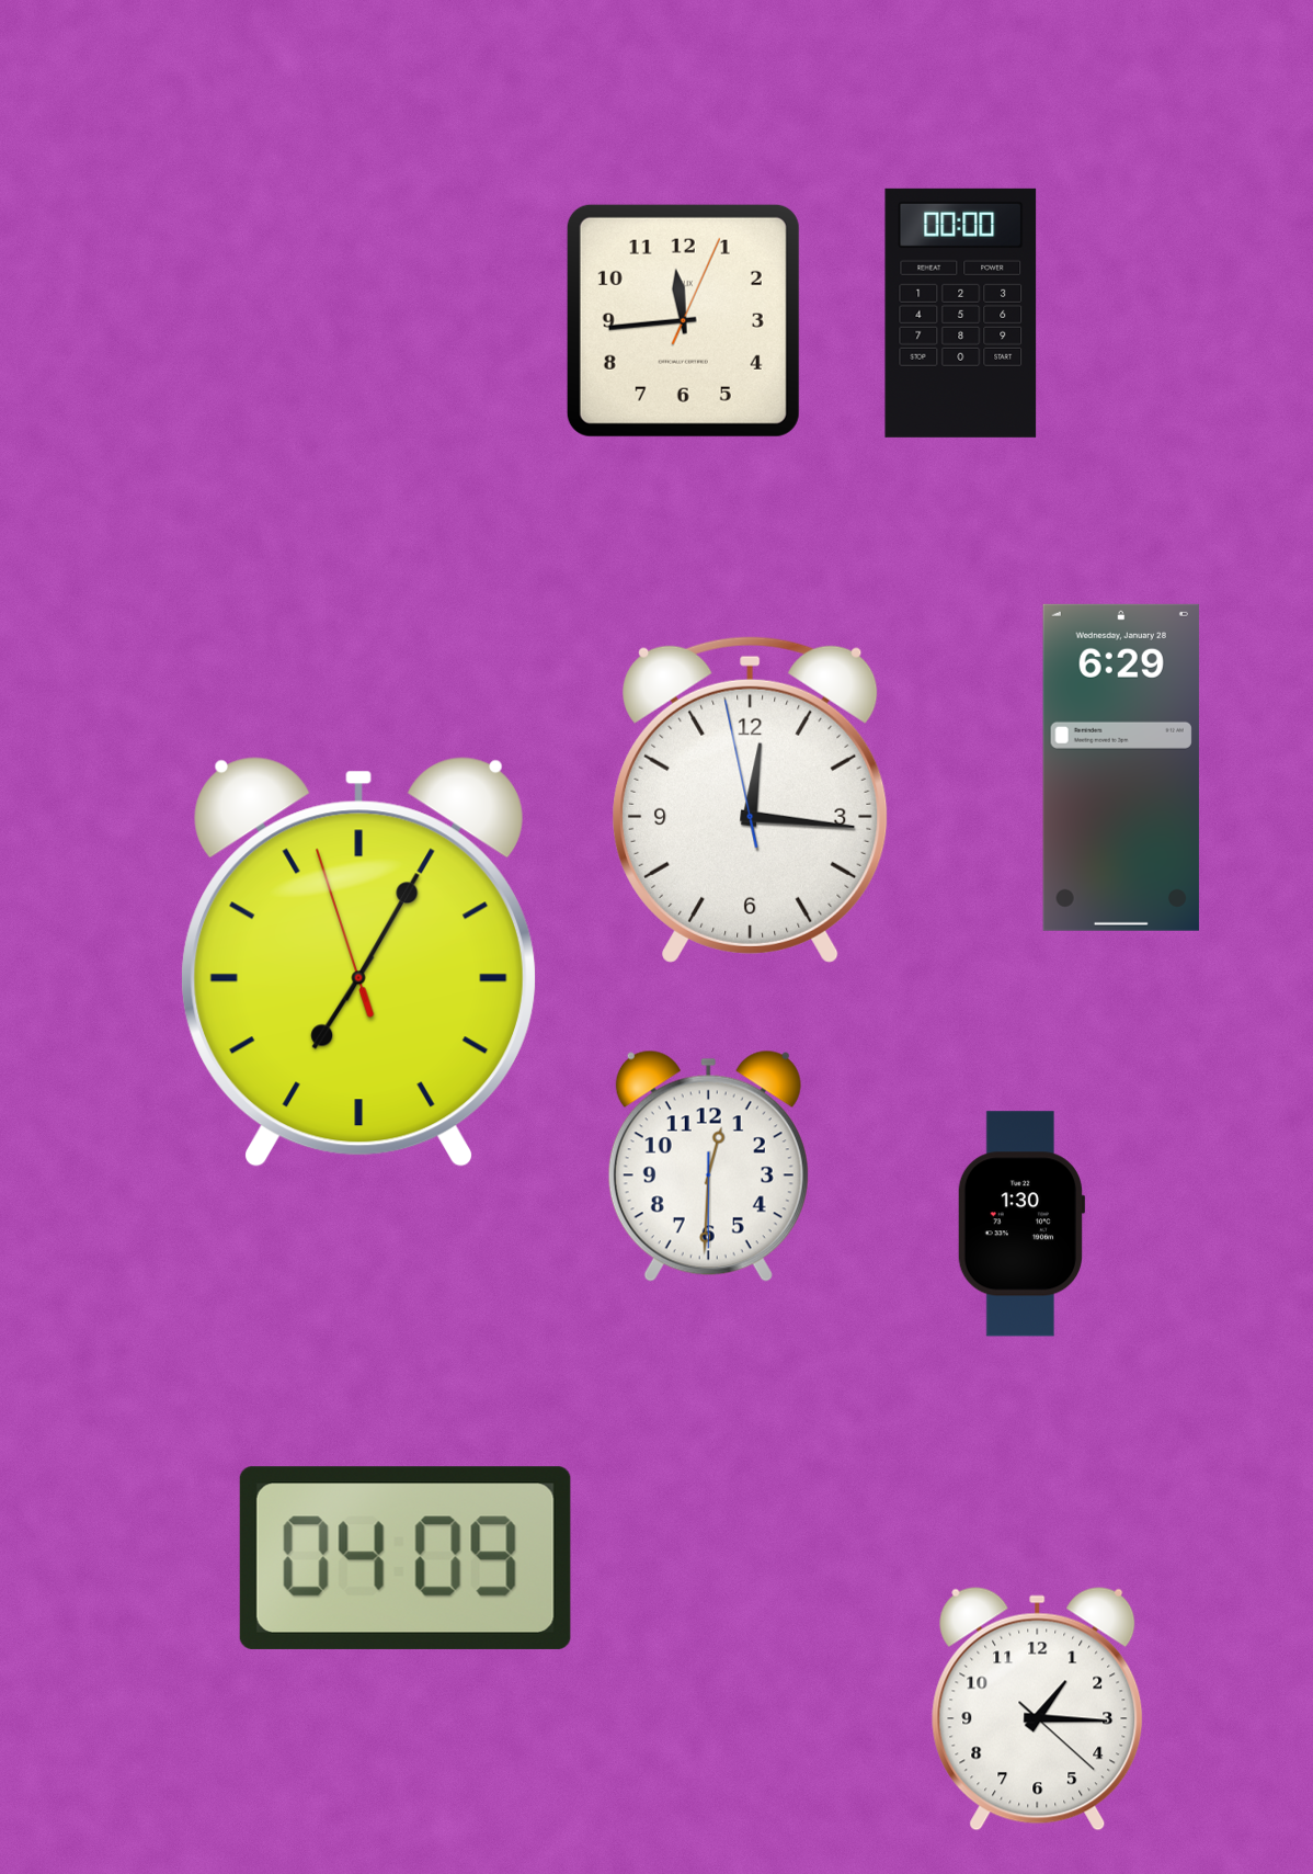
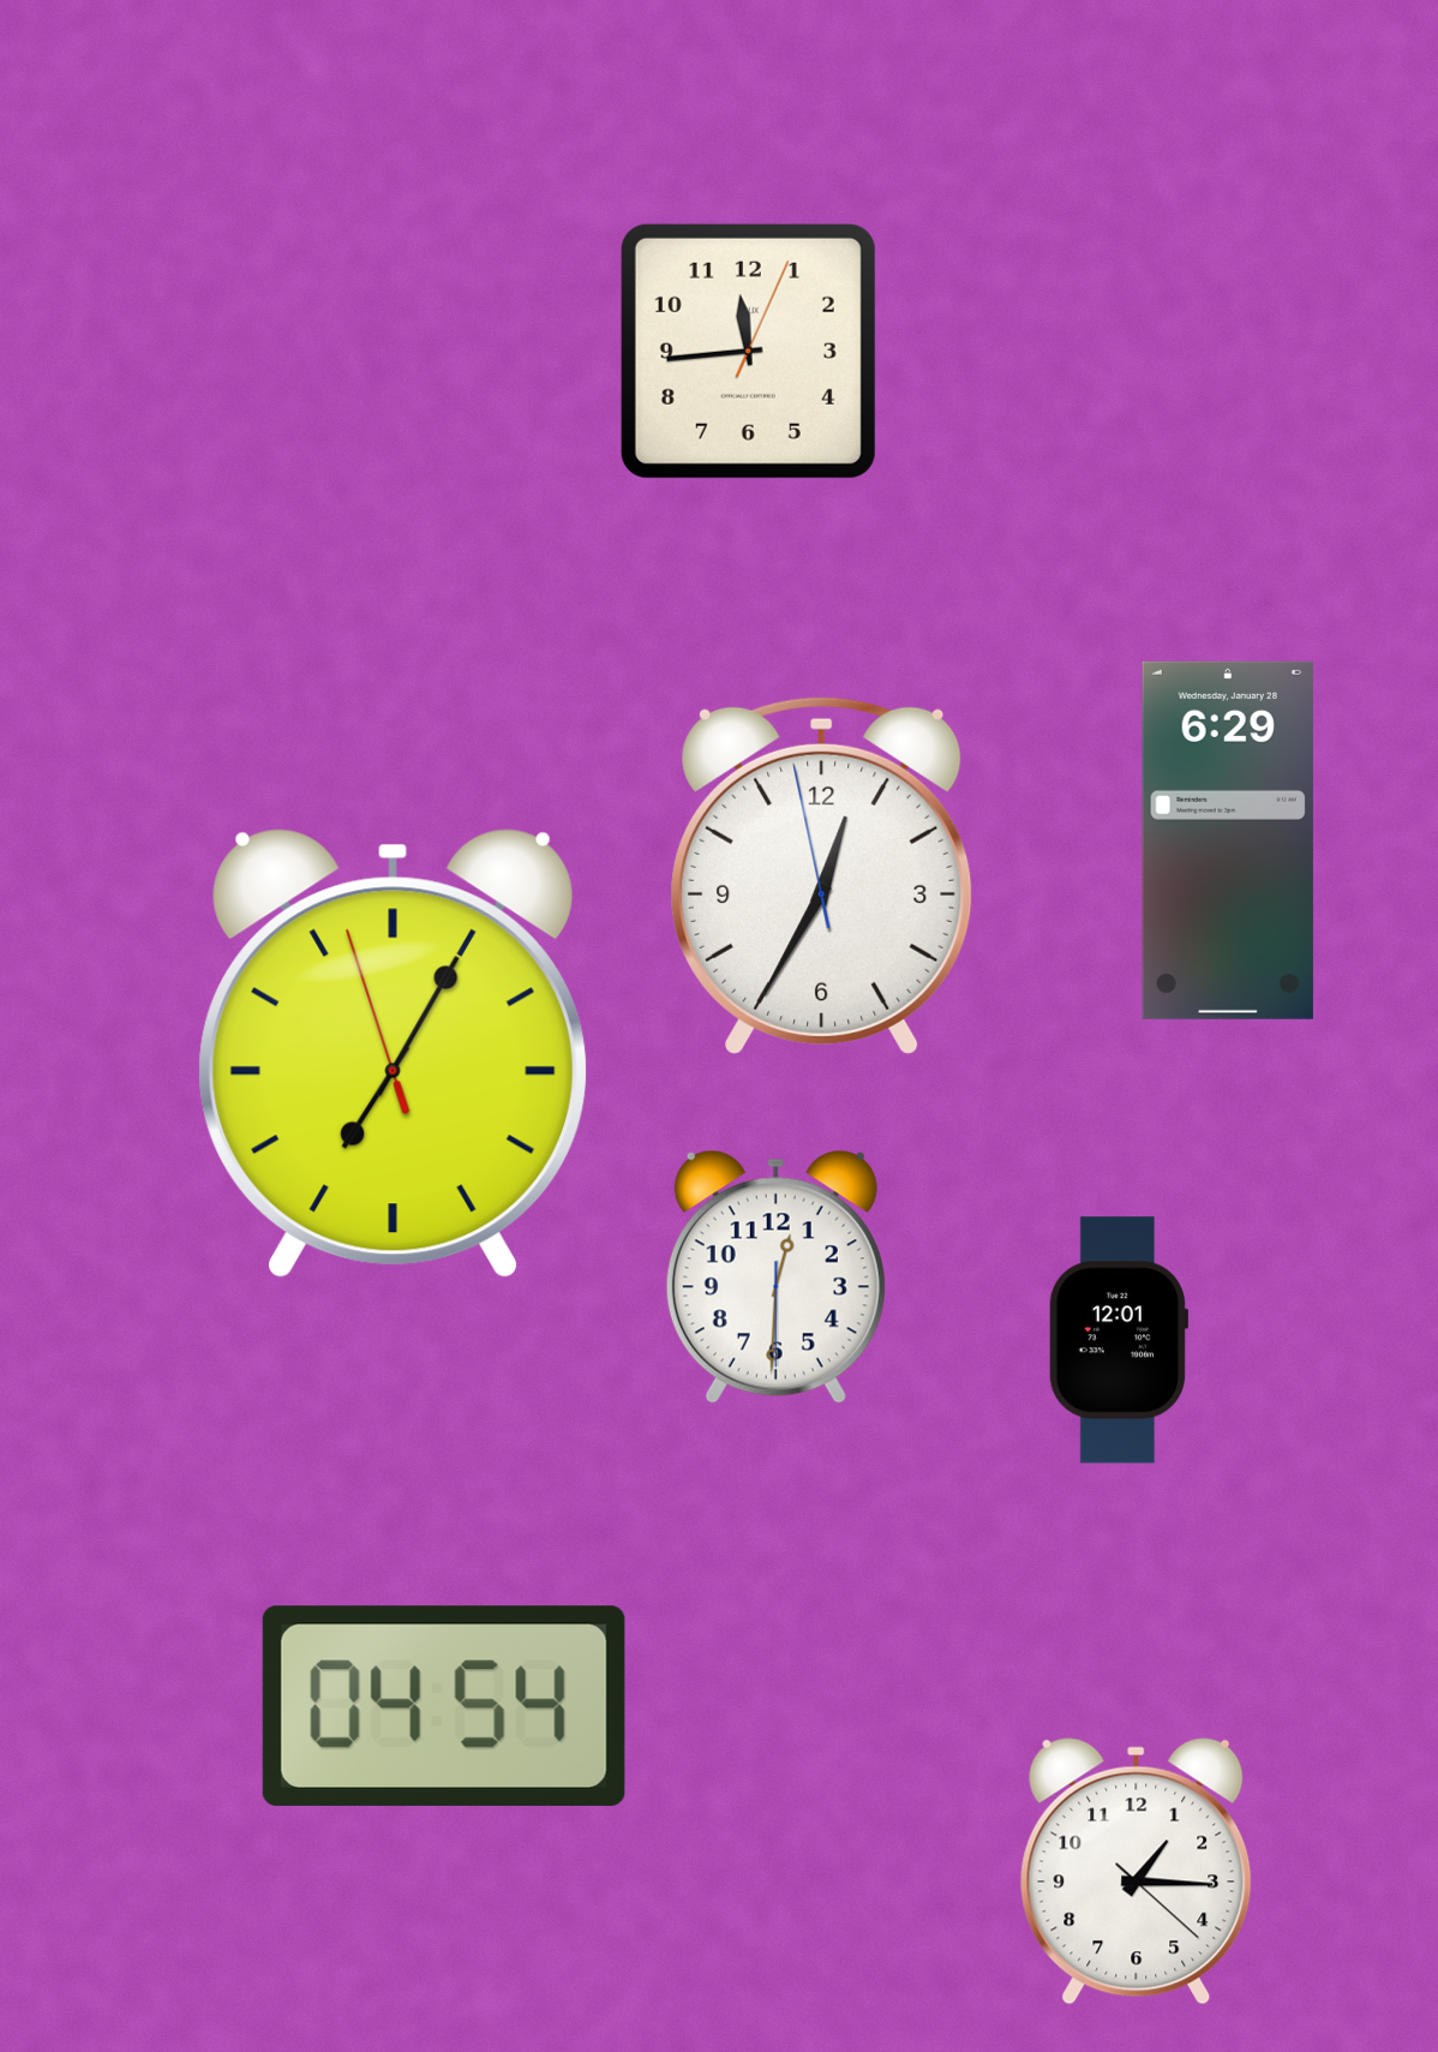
clock at (961, 313): 00:00 -> none
clock at (751, 799): 12:15 -> 12:34
clock at (1021, 1224): 1:30 -> 12:01
clock at (406, 1558): 04:09 -> 04:54
